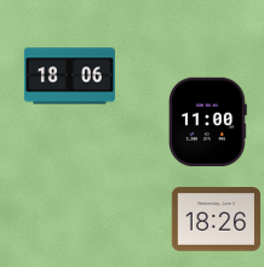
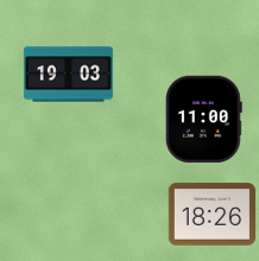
clock at (69, 76): 18:06 -> 19:03
